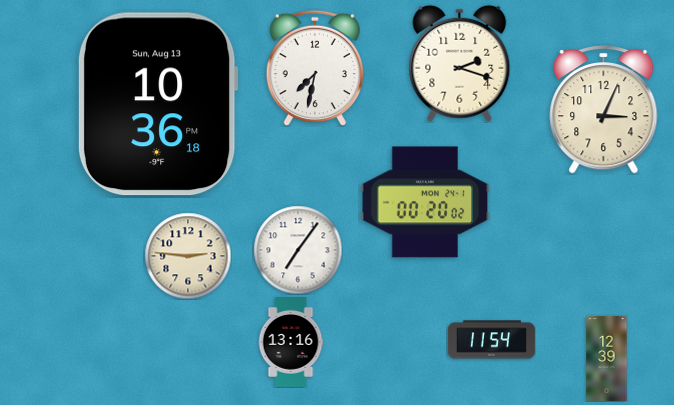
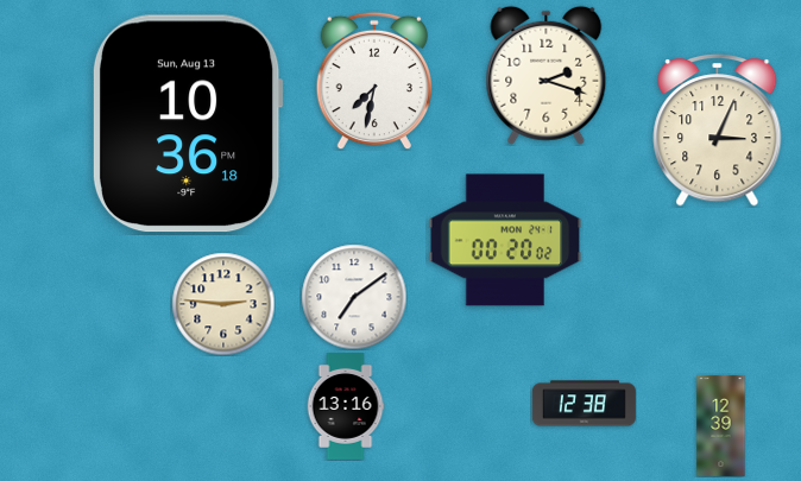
clock at (298, 250): 7:06 -> 7:09
clock at (491, 340): 11:54 -> 12:38
